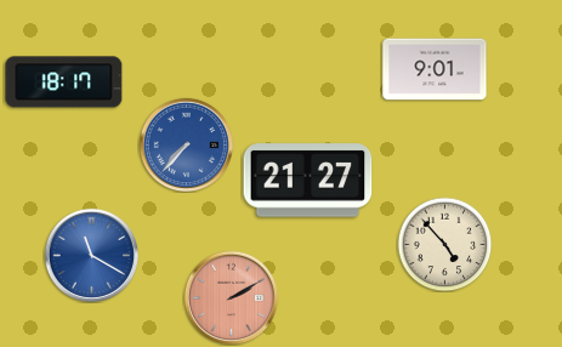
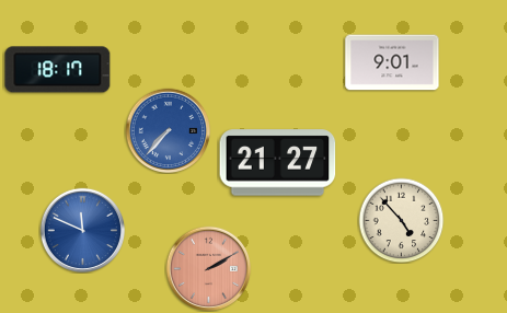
clock at (64, 83) position: (64, 83) -> (58, 70)
clock at (91, 255): 11:20 -> 11:49
